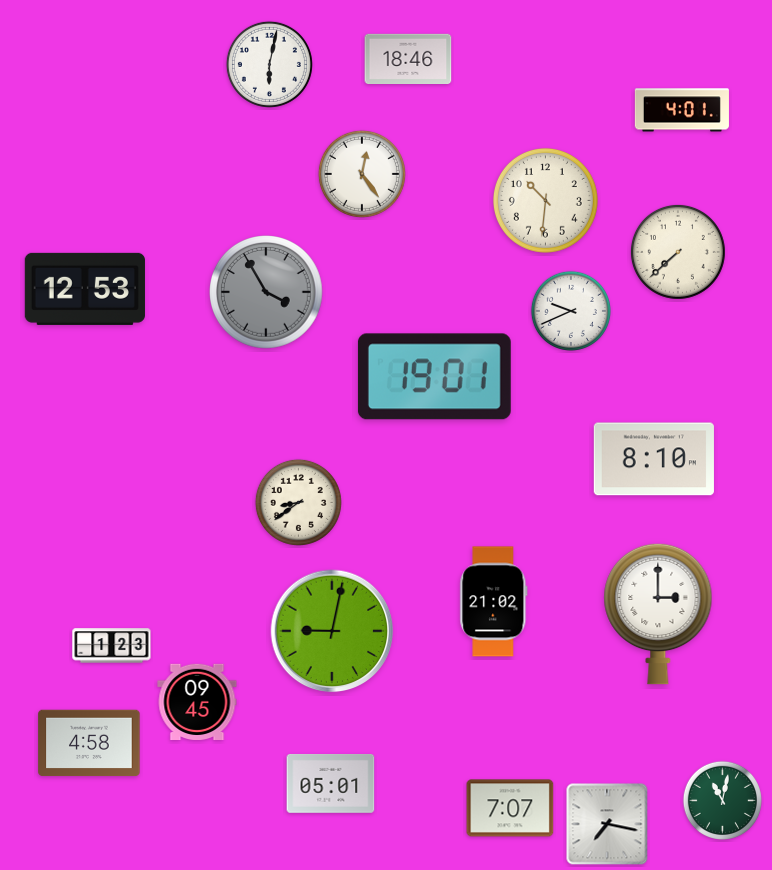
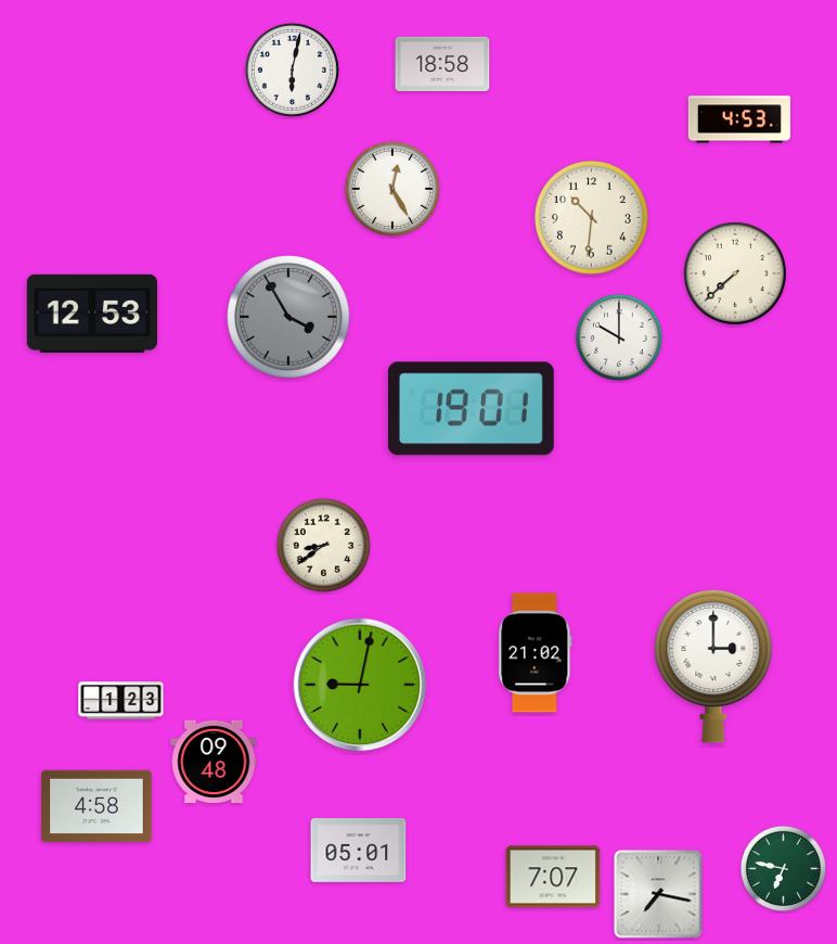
clock at (408, 58): 18:46 -> 18:58
clock at (682, 110): 4:01 -> 4:53
clock at (362, 174): 12:24 -> 12:25
clock at (571, 311): 9:41 -> 10:00
clock at (654, 459): 8:10 -> none
clock at (197, 702): 09:45 -> 09:48
clock at (722, 800): 11:02 -> 6:47
